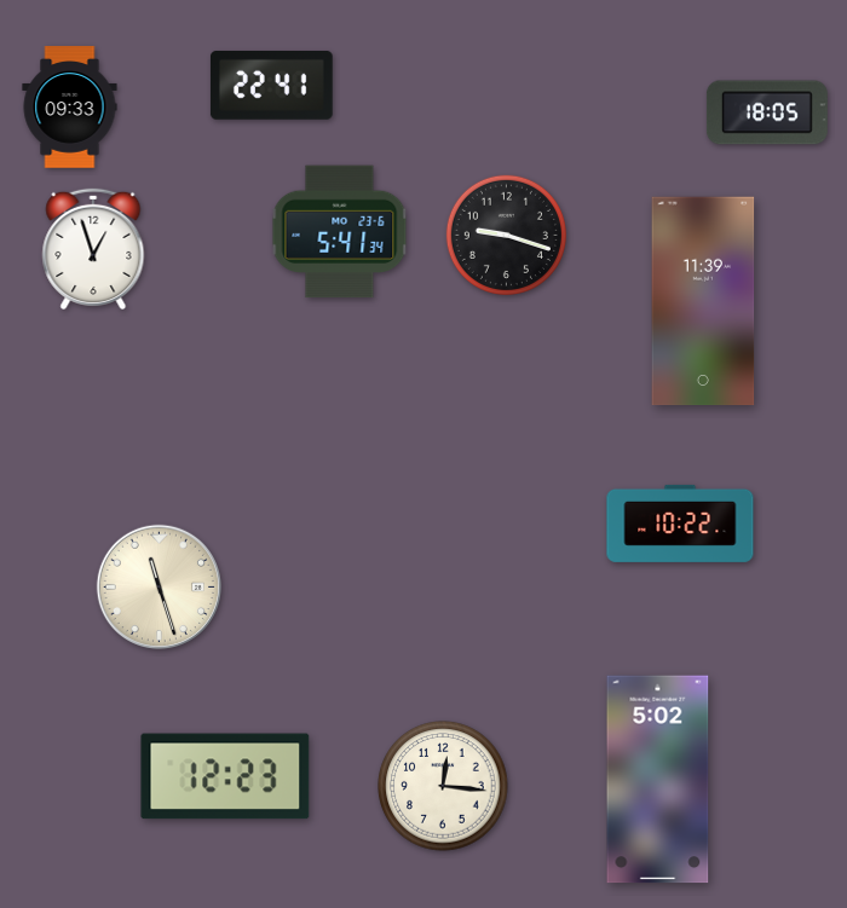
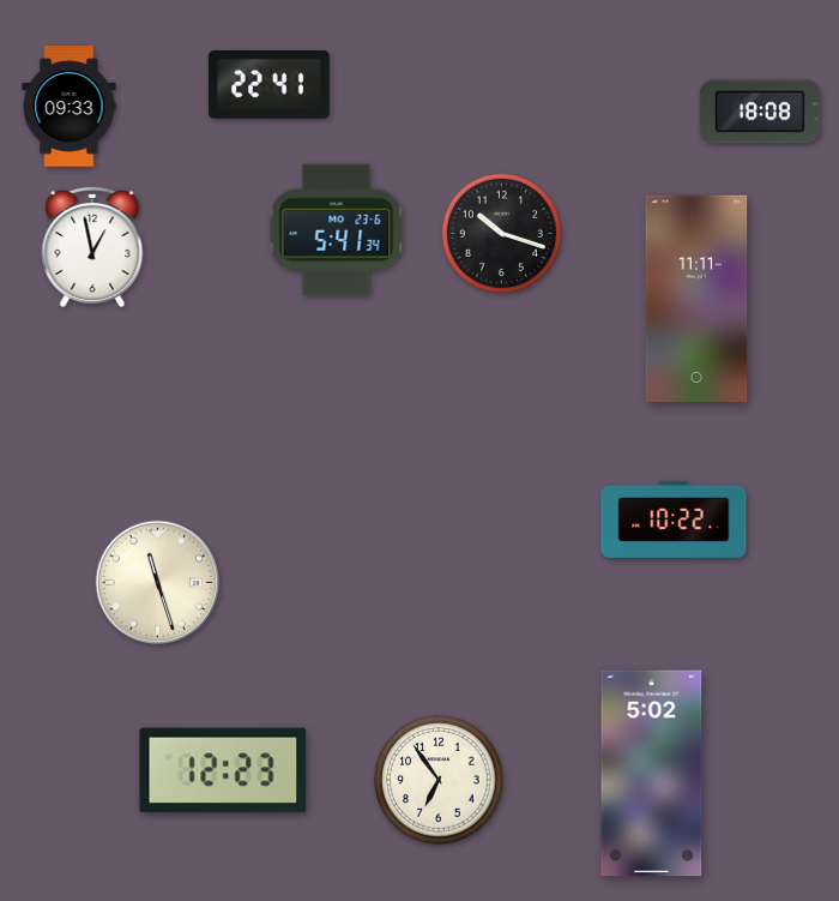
clock at (767, 112): 18:05 -> 18:08
clock at (506, 235): 9:18 -> 10:18
clock at (93, 249): 12:57 -> 12:58
clock at (703, 301): 11:39 -> 11:11
clock at (443, 786): 12:16 -> 6:54
